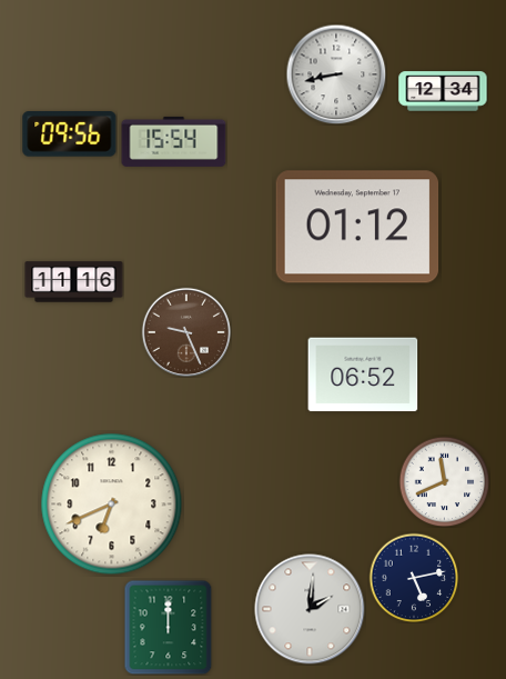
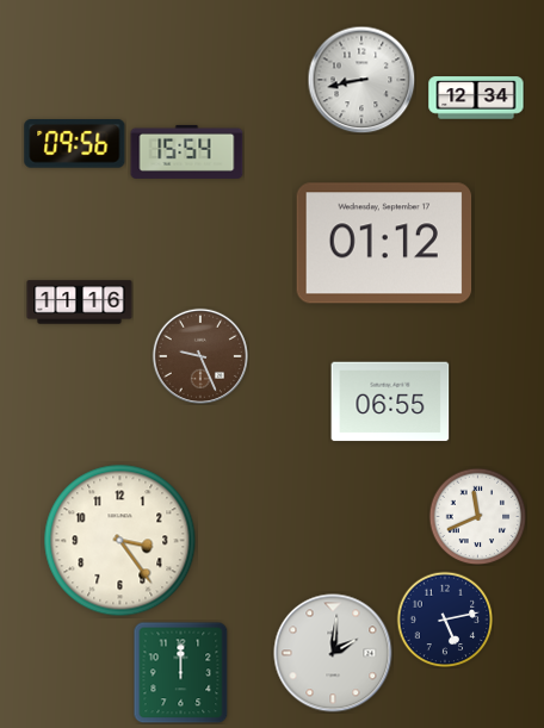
clock at (363, 375): 06:52 -> 06:55
clock at (112, 505): 6:41 -> 3:24
